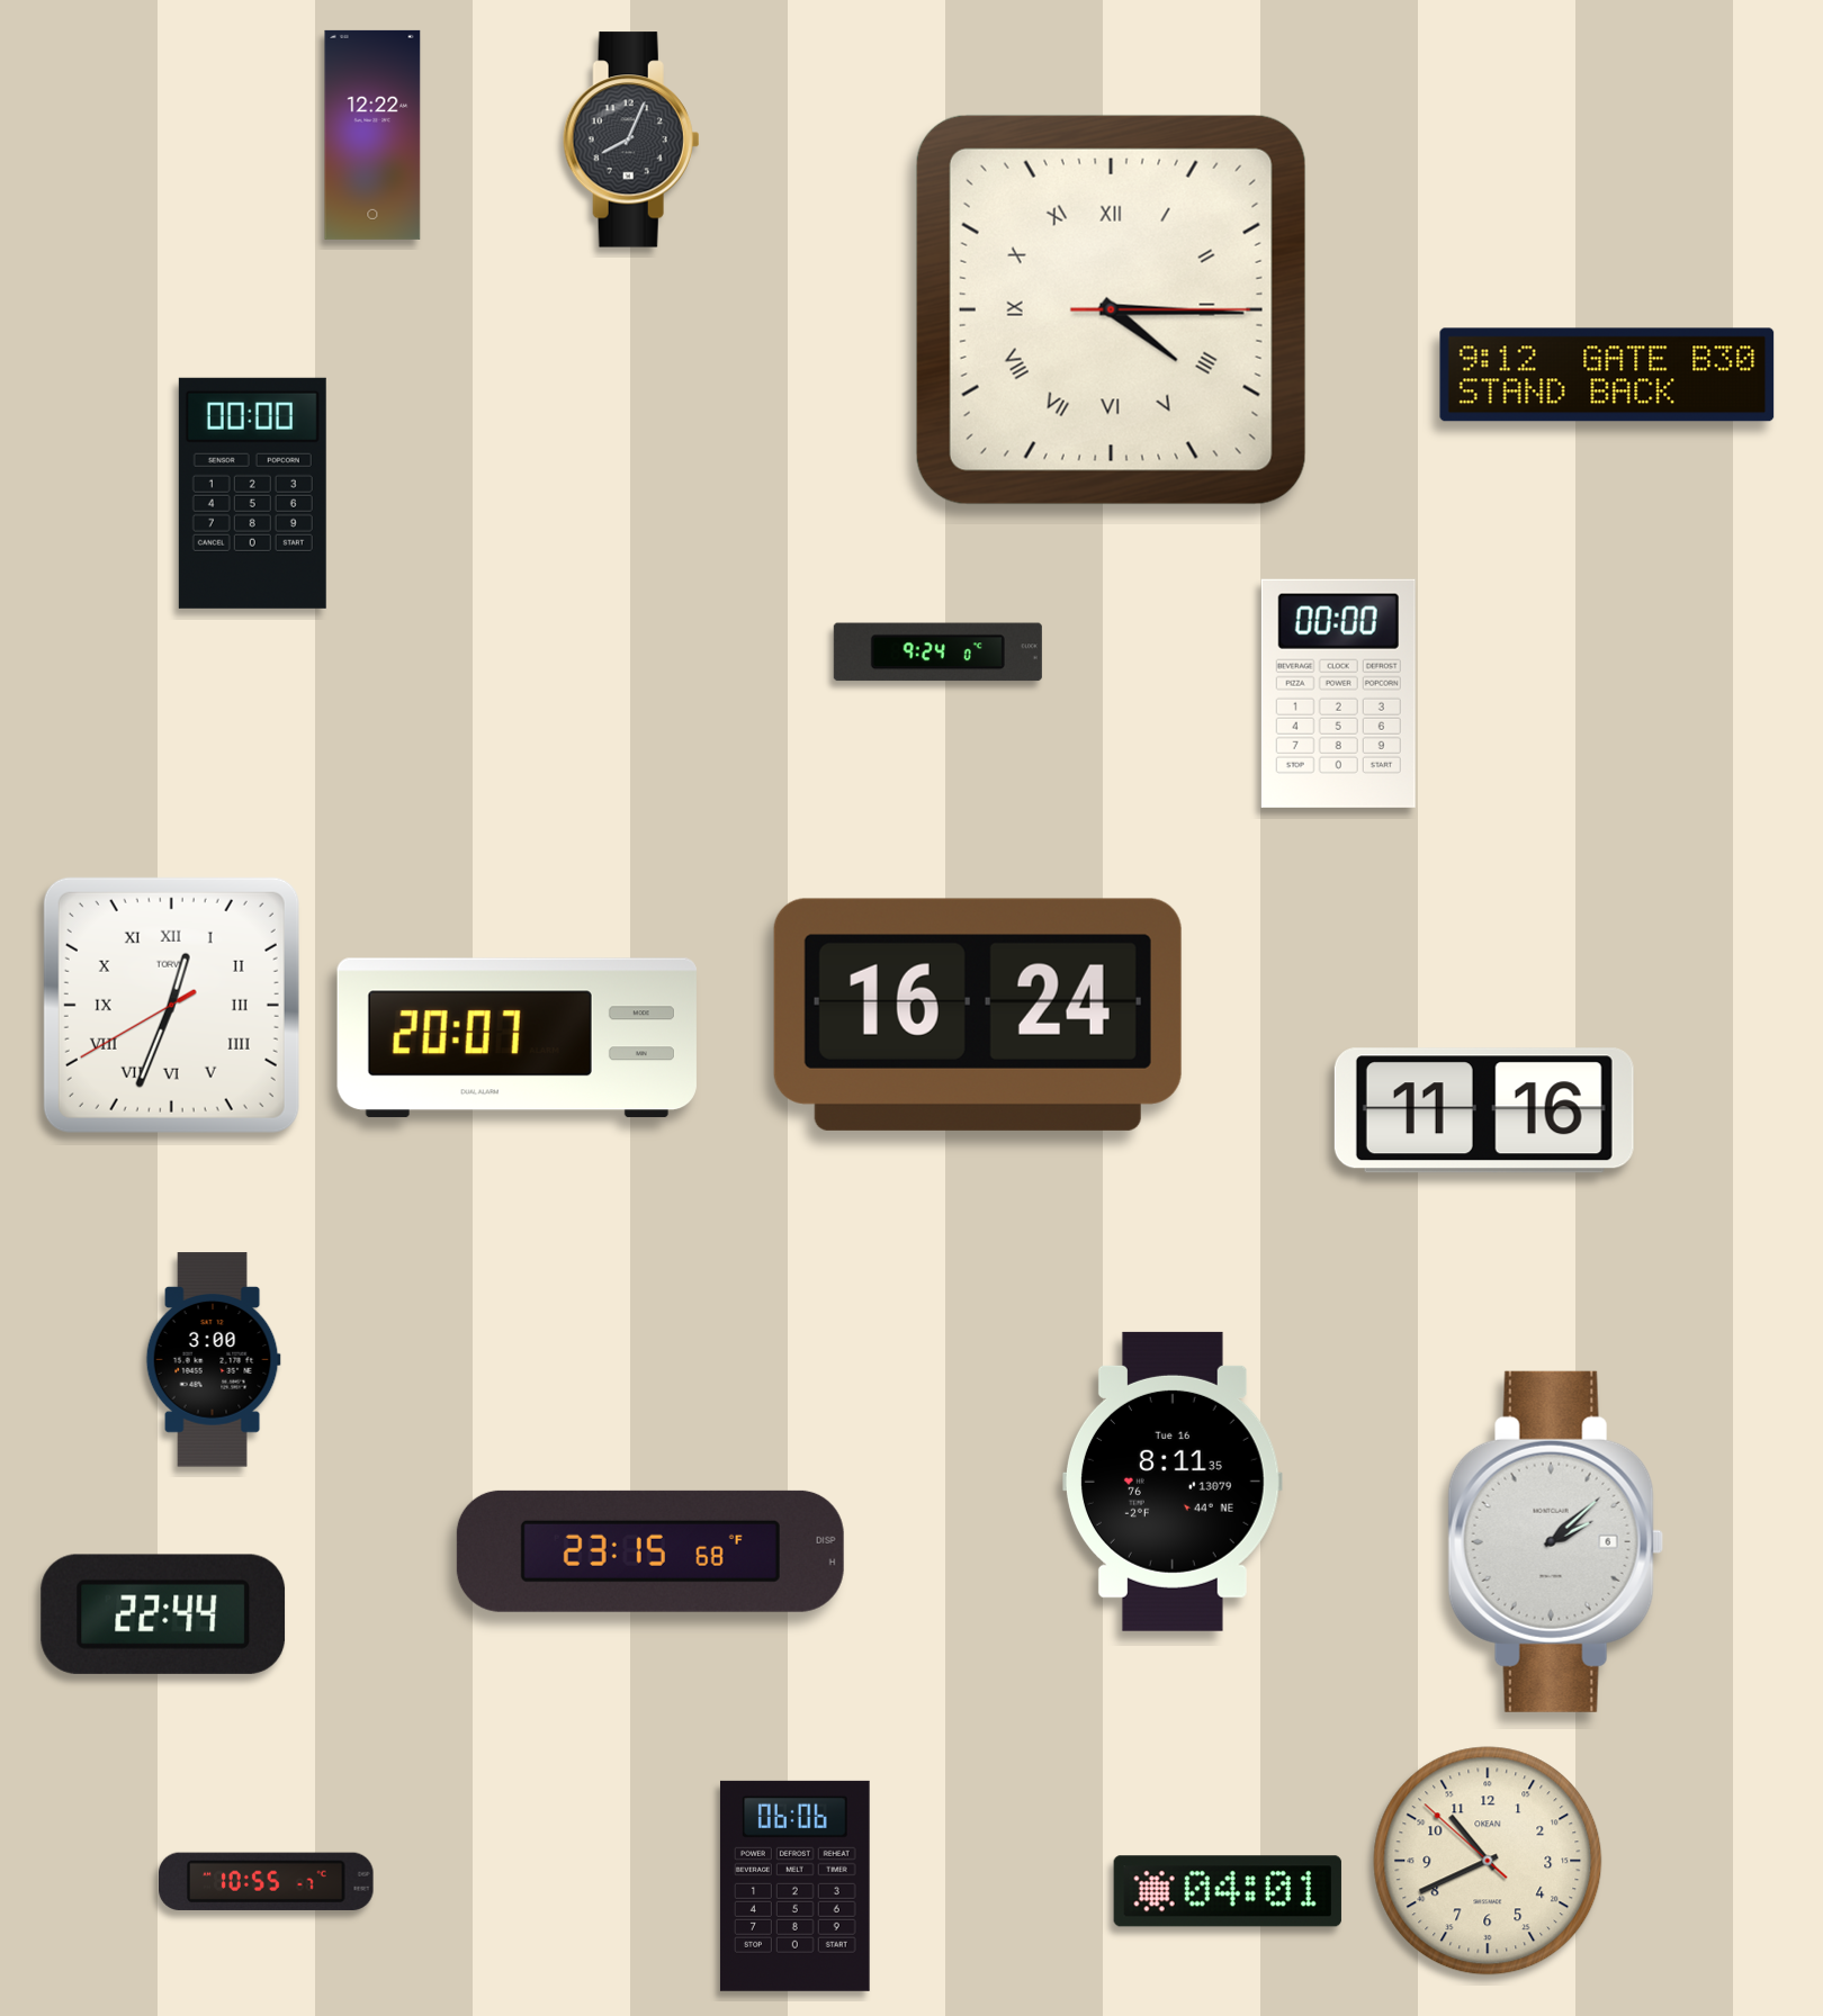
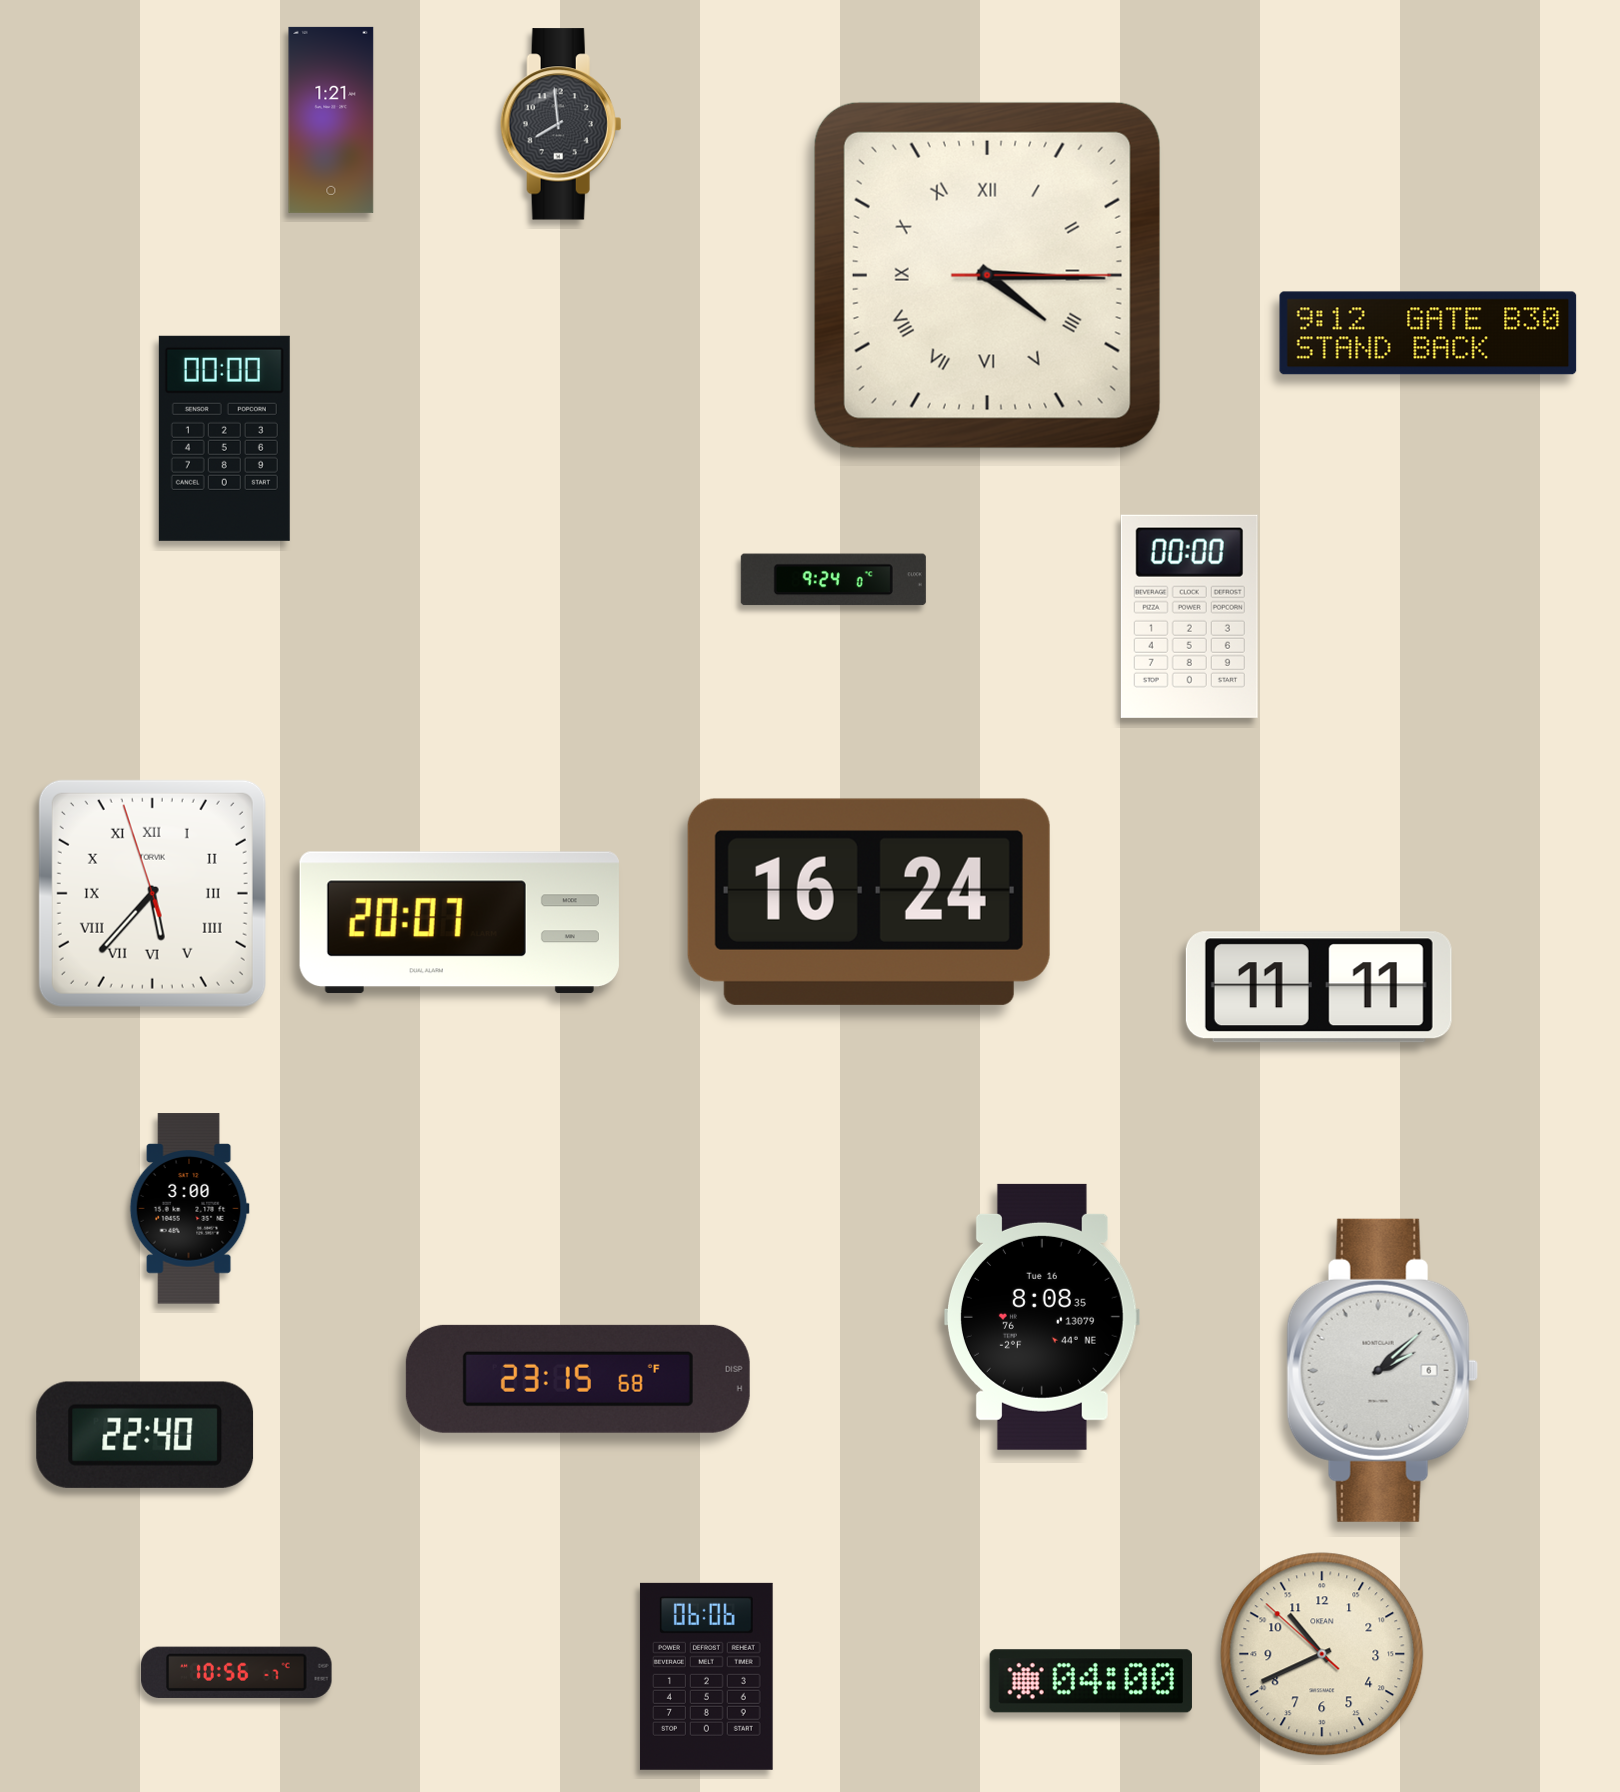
clock at (372, 135): 12:22 -> 1:21
clock at (631, 139): 8:04 -> 7:59
clock at (171, 1005): 12:33 -> 5:36
clock at (1484, 1110): 11:16 -> 11:11
clock at (1173, 1482): 8:11 -> 8:08
clock at (163, 1614): 22:44 -> 22:40
clock at (267, 1881): 10:55 -> 10:56
clock at (1228, 1891): 04:01 -> 04:00
